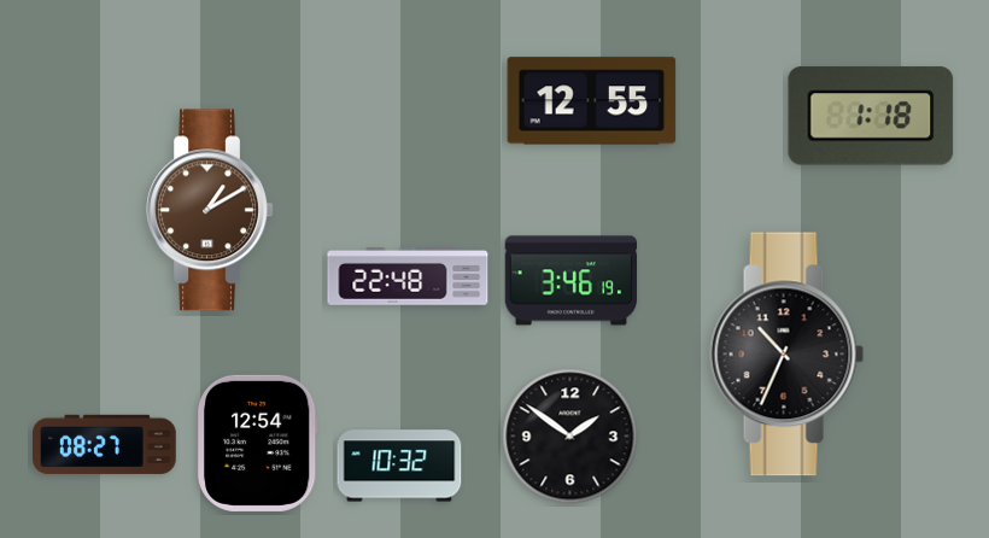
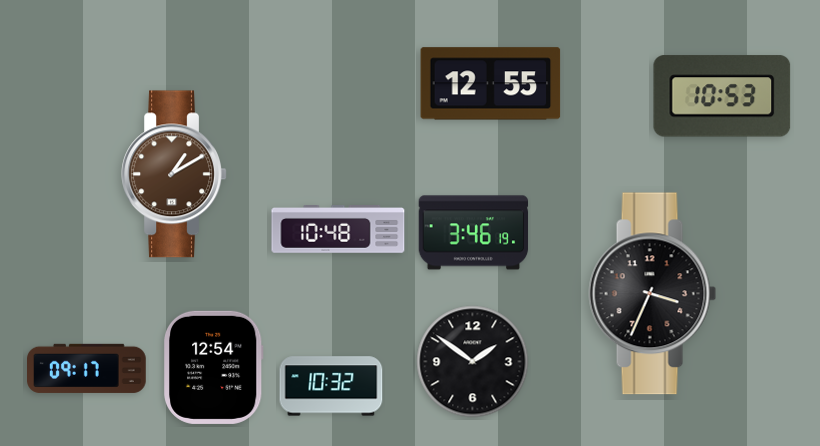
clock at (871, 116): 1:18 -> 10:53
clock at (408, 277): 22:48 -> 10:48
clock at (788, 355): 10:34 -> 3:34
clock at (105, 444): 08:27 -> 09:17
